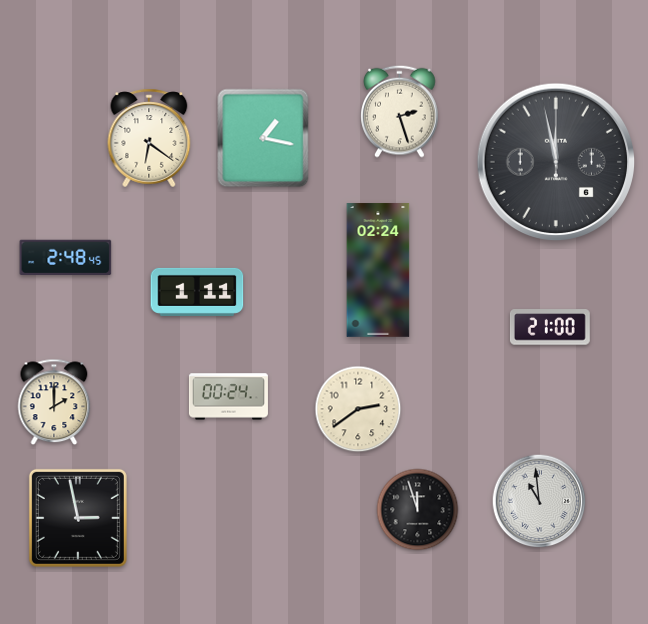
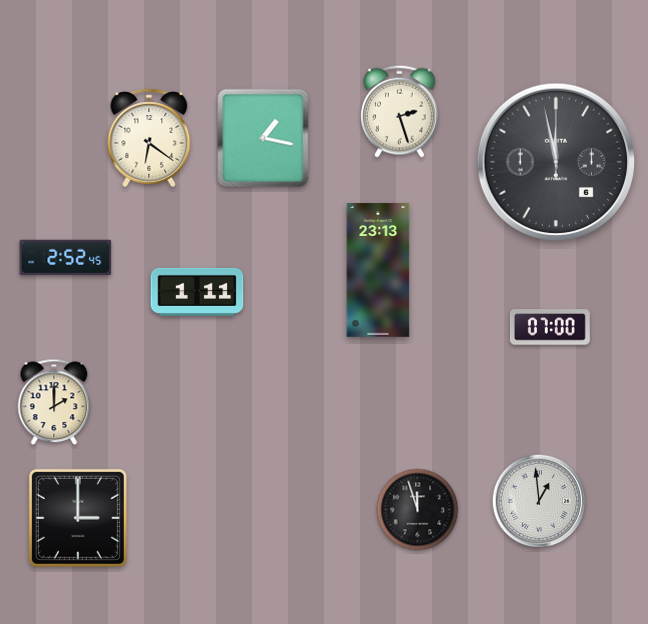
clock at (66, 258): 2:48 -> 2:52
clock at (378, 270): 02:24 -> 23:13
clock at (550, 327): 21:00 -> 07:00
clock at (228, 397): 00:24 -> none
clock at (358, 409): 2:39 -> none
clock at (539, 501): 10:59 -> 12:59
clock at (78, 518): 2:58 -> 3:00
